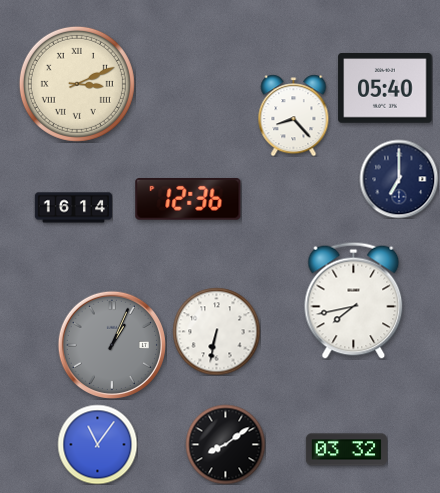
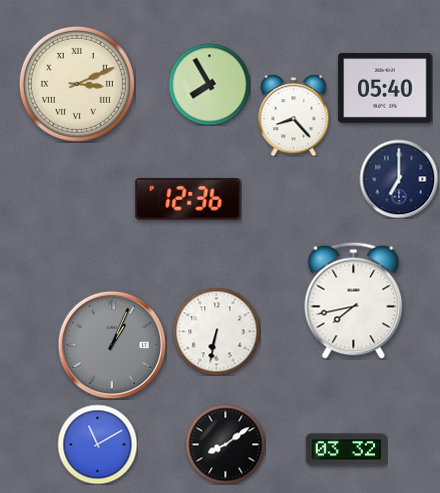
clock at (209, 84): none -> 7:55
clock at (73, 208): 16:14 -> none
clock at (97, 444): 11:06 -> 11:10
